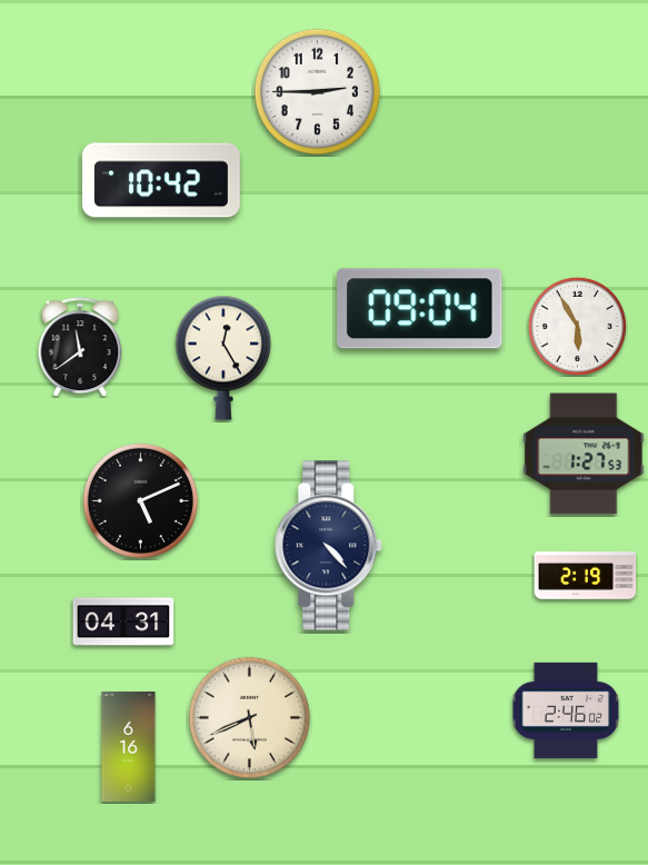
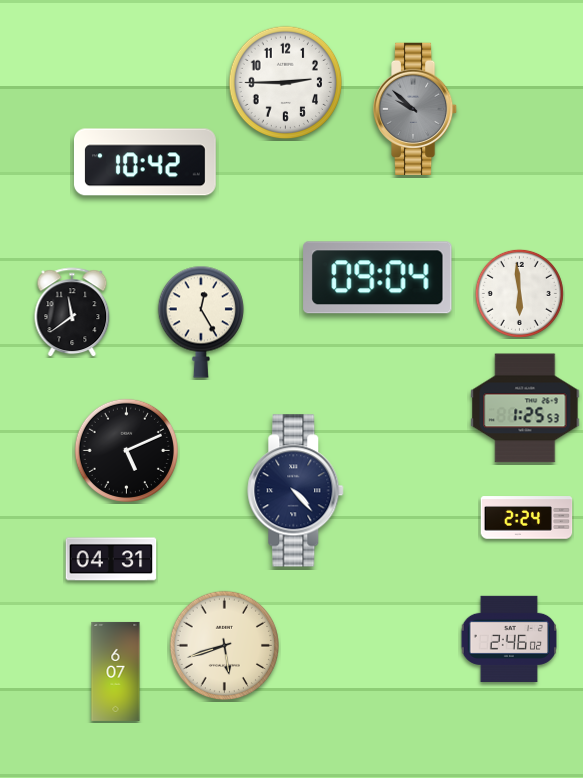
clock at (415, 109): none -> 9:52
clock at (577, 326): 5:55 -> 5:59
clock at (584, 454): 1:27 -> 1:25
clock at (586, 576): 2:19 -> 2:24
clock at (249, 717): 5:41 -> 5:42
clock at (129, 746): 6:16 -> 6:07
